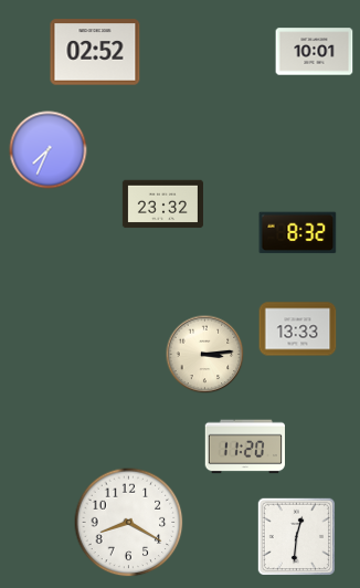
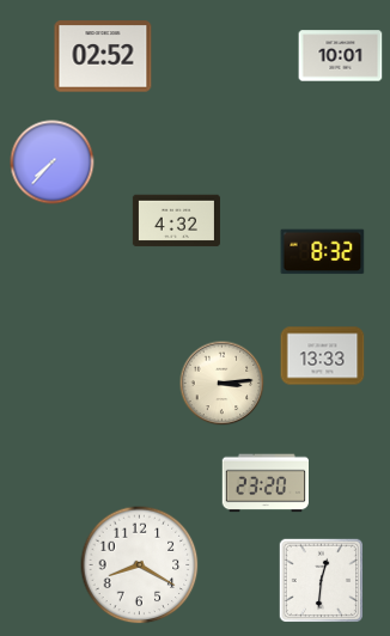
clock at (49, 150): 7:34 -> 7:37
clock at (162, 204): 23:32 -> 4:32
clock at (244, 447): 11:20 -> 23:20
